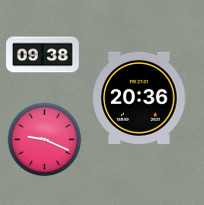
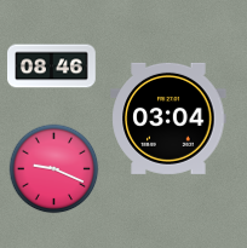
clock at (43, 55): 09:38 -> 08:46
clock at (139, 98): 20:36 -> 03:04
